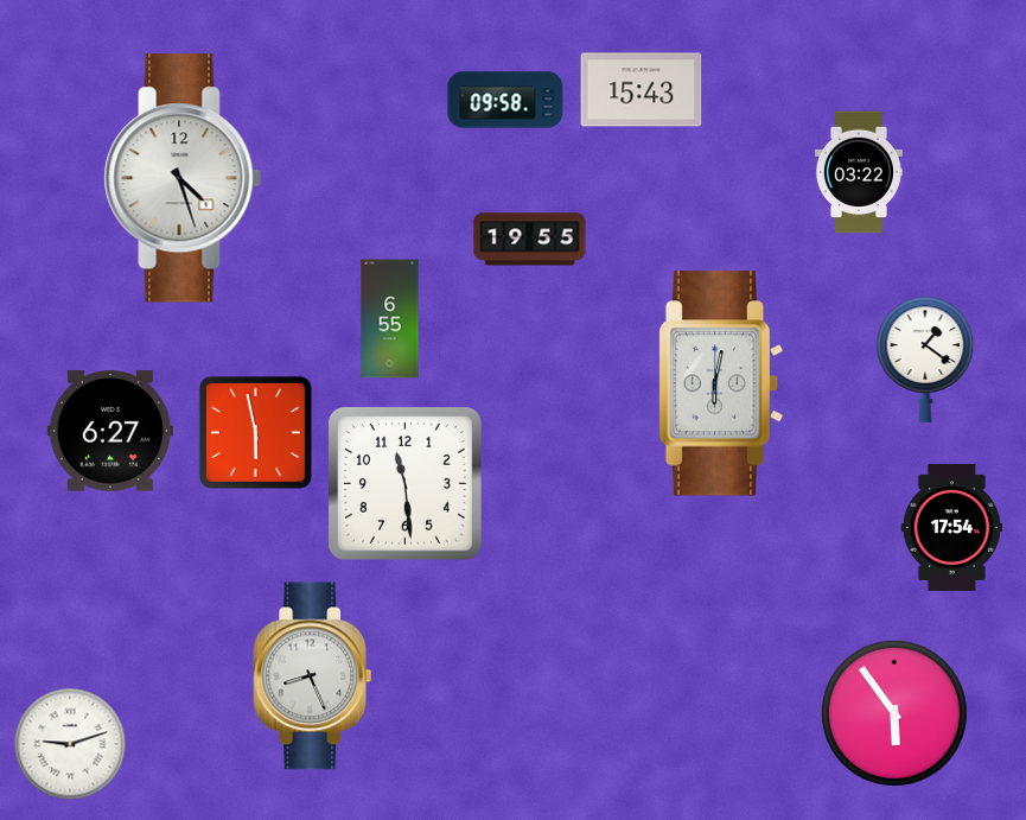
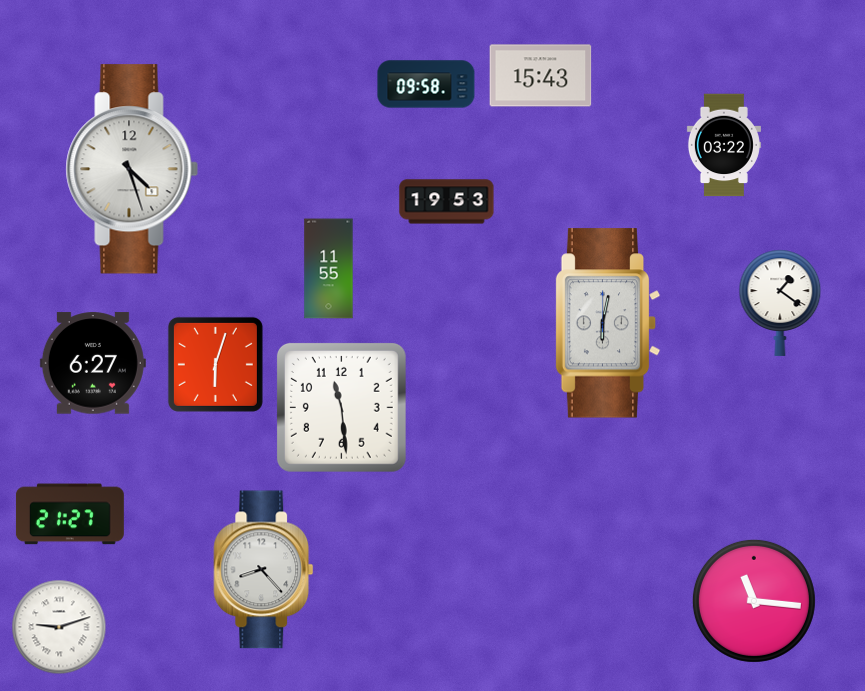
clock at (183, 178) position: (183, 178) -> (132, 169)
clock at (530, 240): 19:55 -> 19:53
clock at (390, 319): 6:55 -> 11:55
clock at (255, 432): 5:58 -> 6:03
clock at (952, 527): 17:54 -> none
clock at (70, 514): none -> 21:27
clock at (313, 676): 8:26 -> 8:23
clock at (894, 713): 5:54 -> 11:16
